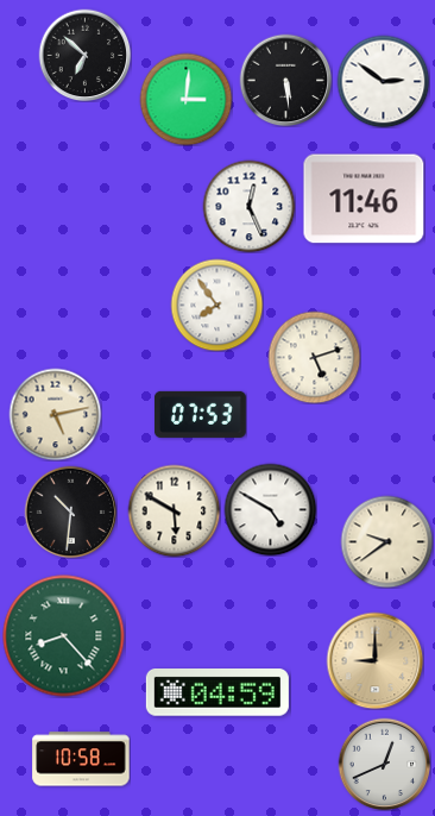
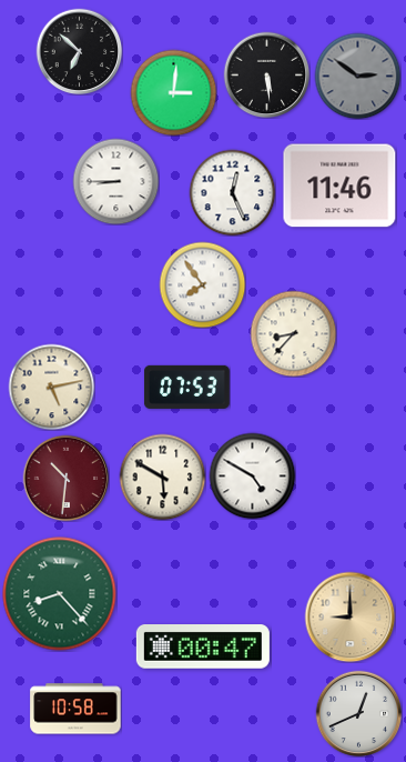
clock at (383, 81) dial: white -> grey
clock at (115, 181): none -> 8:45
clock at (314, 357): 5:12 -> 8:37
clock at (70, 511) dial: black -> burgundy
clock at (386, 541): 9:39 -> none
clock at (218, 693): 04:59 -> 00:47
